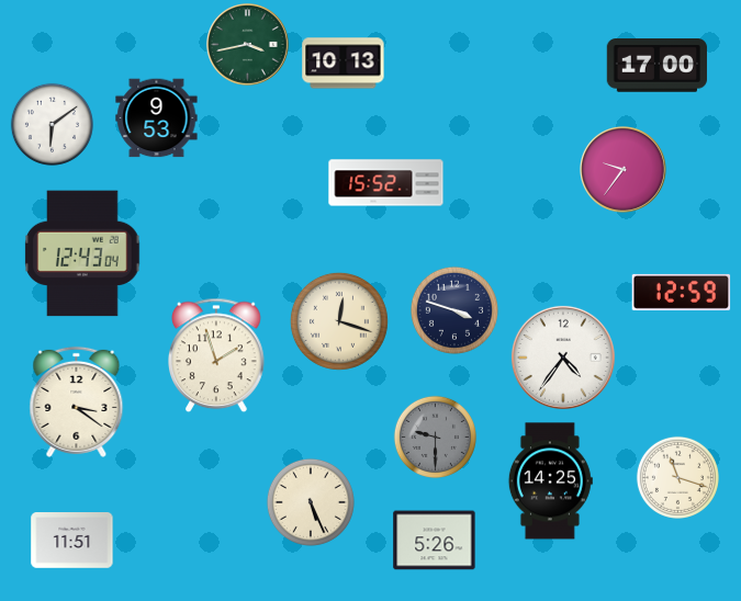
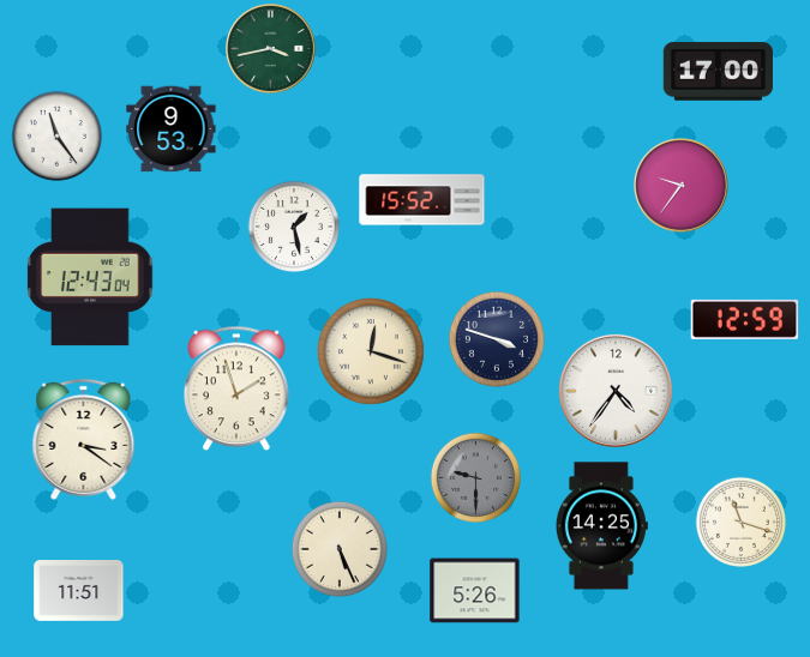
clock at (344, 64): 10:13 -> none
clock at (52, 124): 6:09 -> 11:24
clock at (294, 227): none -> 1:28
